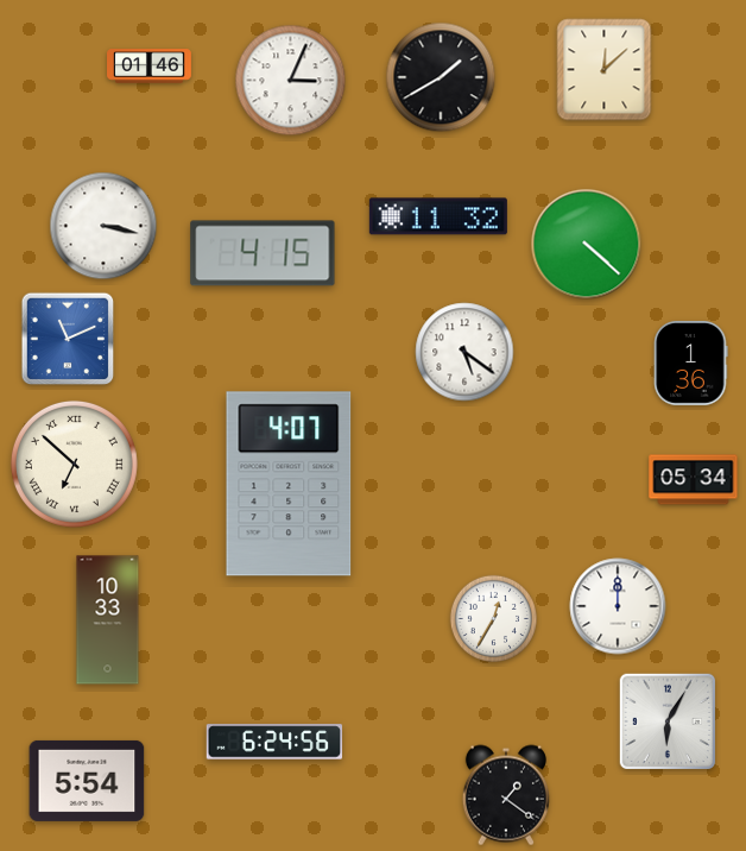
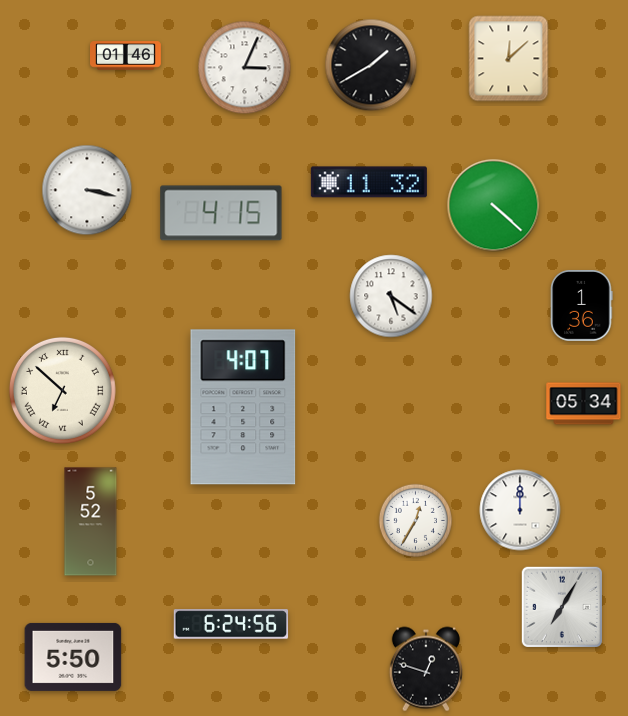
clock at (68, 339): 11:11 -> none
clock at (108, 620): 10:33 -> 5:52
clock at (668, 721): 6:05 -> 7:05
clock at (87, 781): 5:54 -> 5:50
clock at (506, 795): 1:21 -> 12:48
